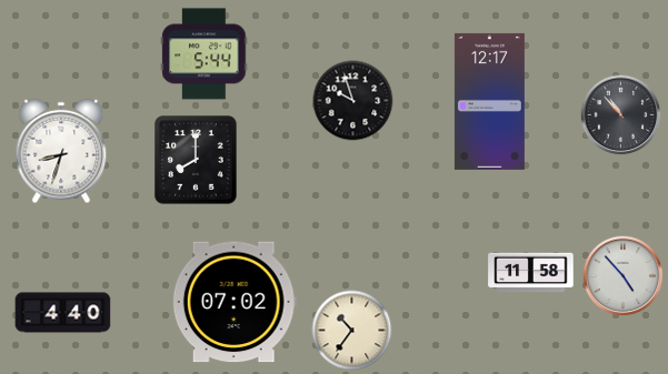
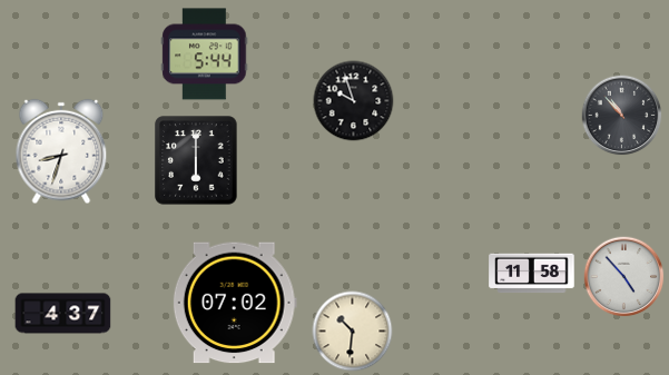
clock at (489, 101): 12:17 -> none
clock at (196, 160): 8:00 -> 6:00
clock at (63, 313): 4:40 -> 4:37
clock at (352, 331): 10:36 -> 10:31
